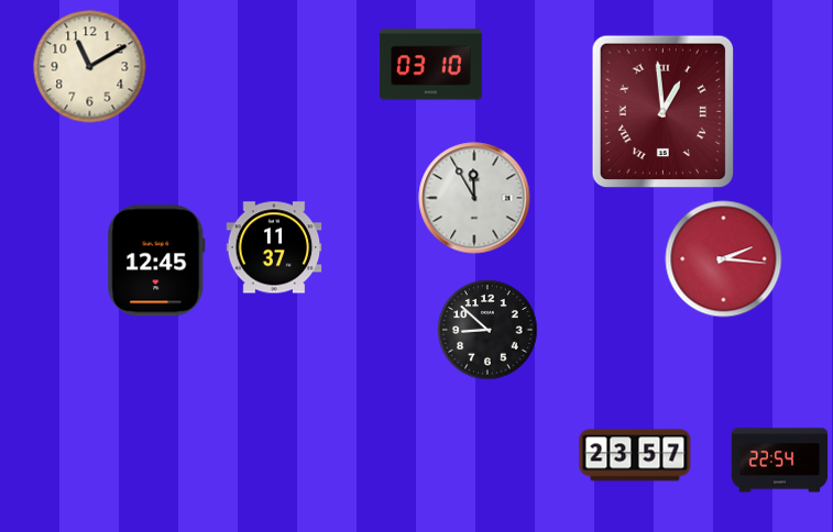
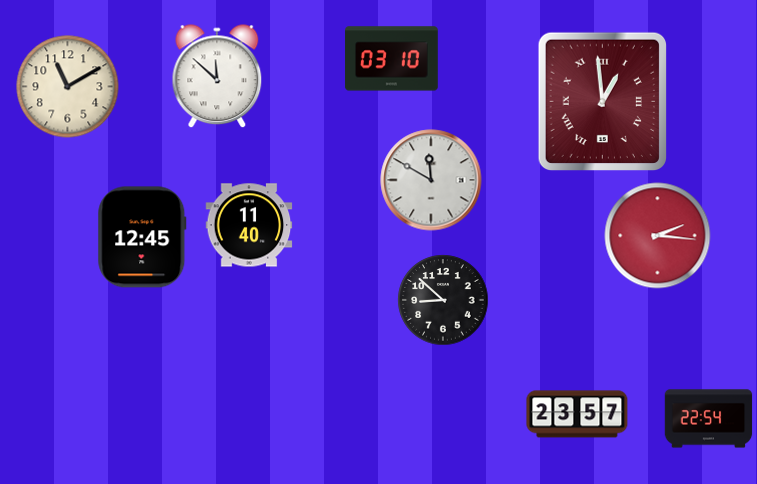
clock at (90, 67) position: (90, 67) -> (68, 87)
clock at (217, 77): none -> 11:52
clock at (474, 198): 11:55 -> 11:50
clock at (274, 247): 11:37 -> 11:40
